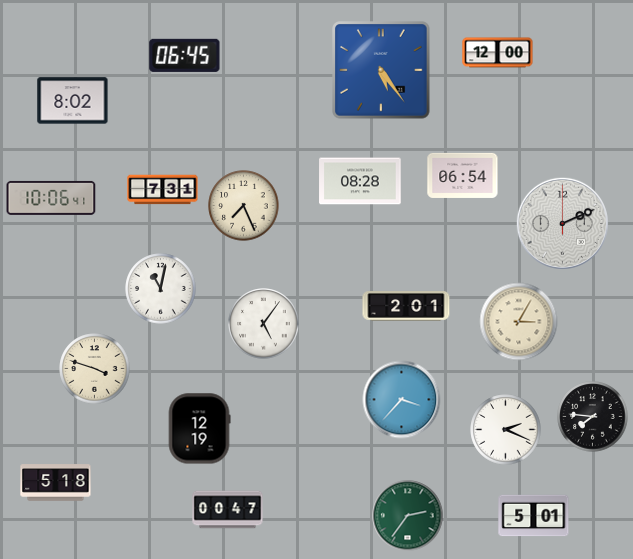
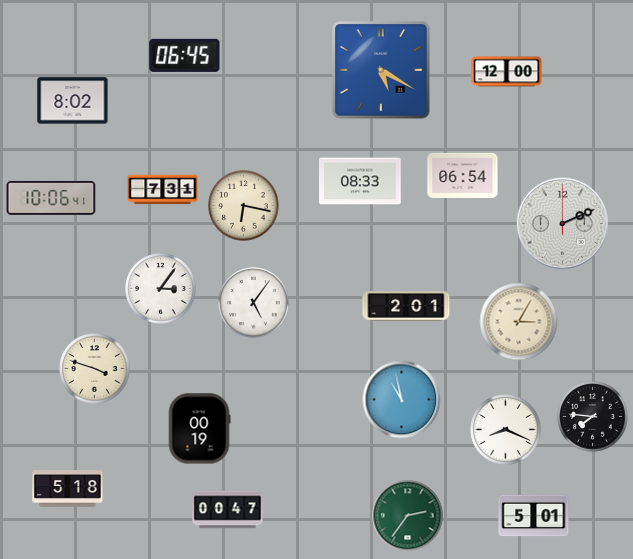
clock at (498, 53) position: (498, 53) -> (507, 72)
clock at (381, 70): 5:24 -> 5:20
clock at (360, 181): 08:28 -> 08:33
clock at (244, 206): 7:26 -> 6:17
clock at (161, 289): 11:02 -> 3:06
clock at (264, 324) position: (264, 324) -> (254, 303)
clock at (402, 400): 3:37 -> 10:58
clock at (199, 429): 12:19 -> 00:19
clock at (506, 430): 2:19 -> 8:19
clock at (56, 483) position: (56, 483) -> (68, 489)
